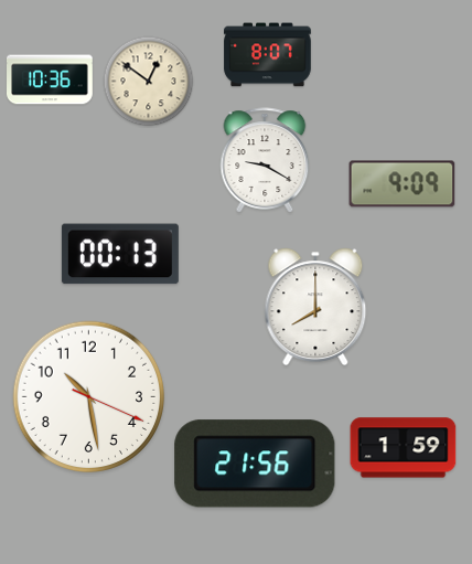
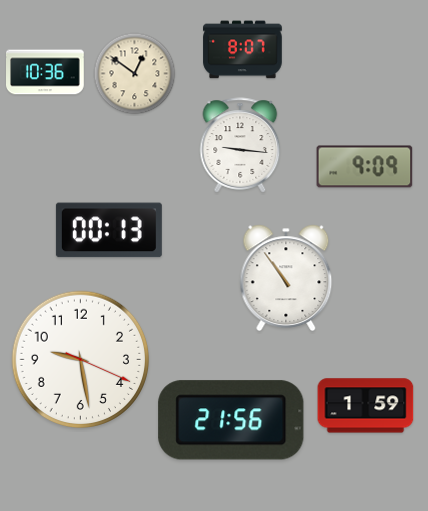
clock at (265, 160): 9:20 -> 9:16
clock at (315, 307): 8:00 -> 10:54
clock at (89, 397): 10:28 -> 9:28
